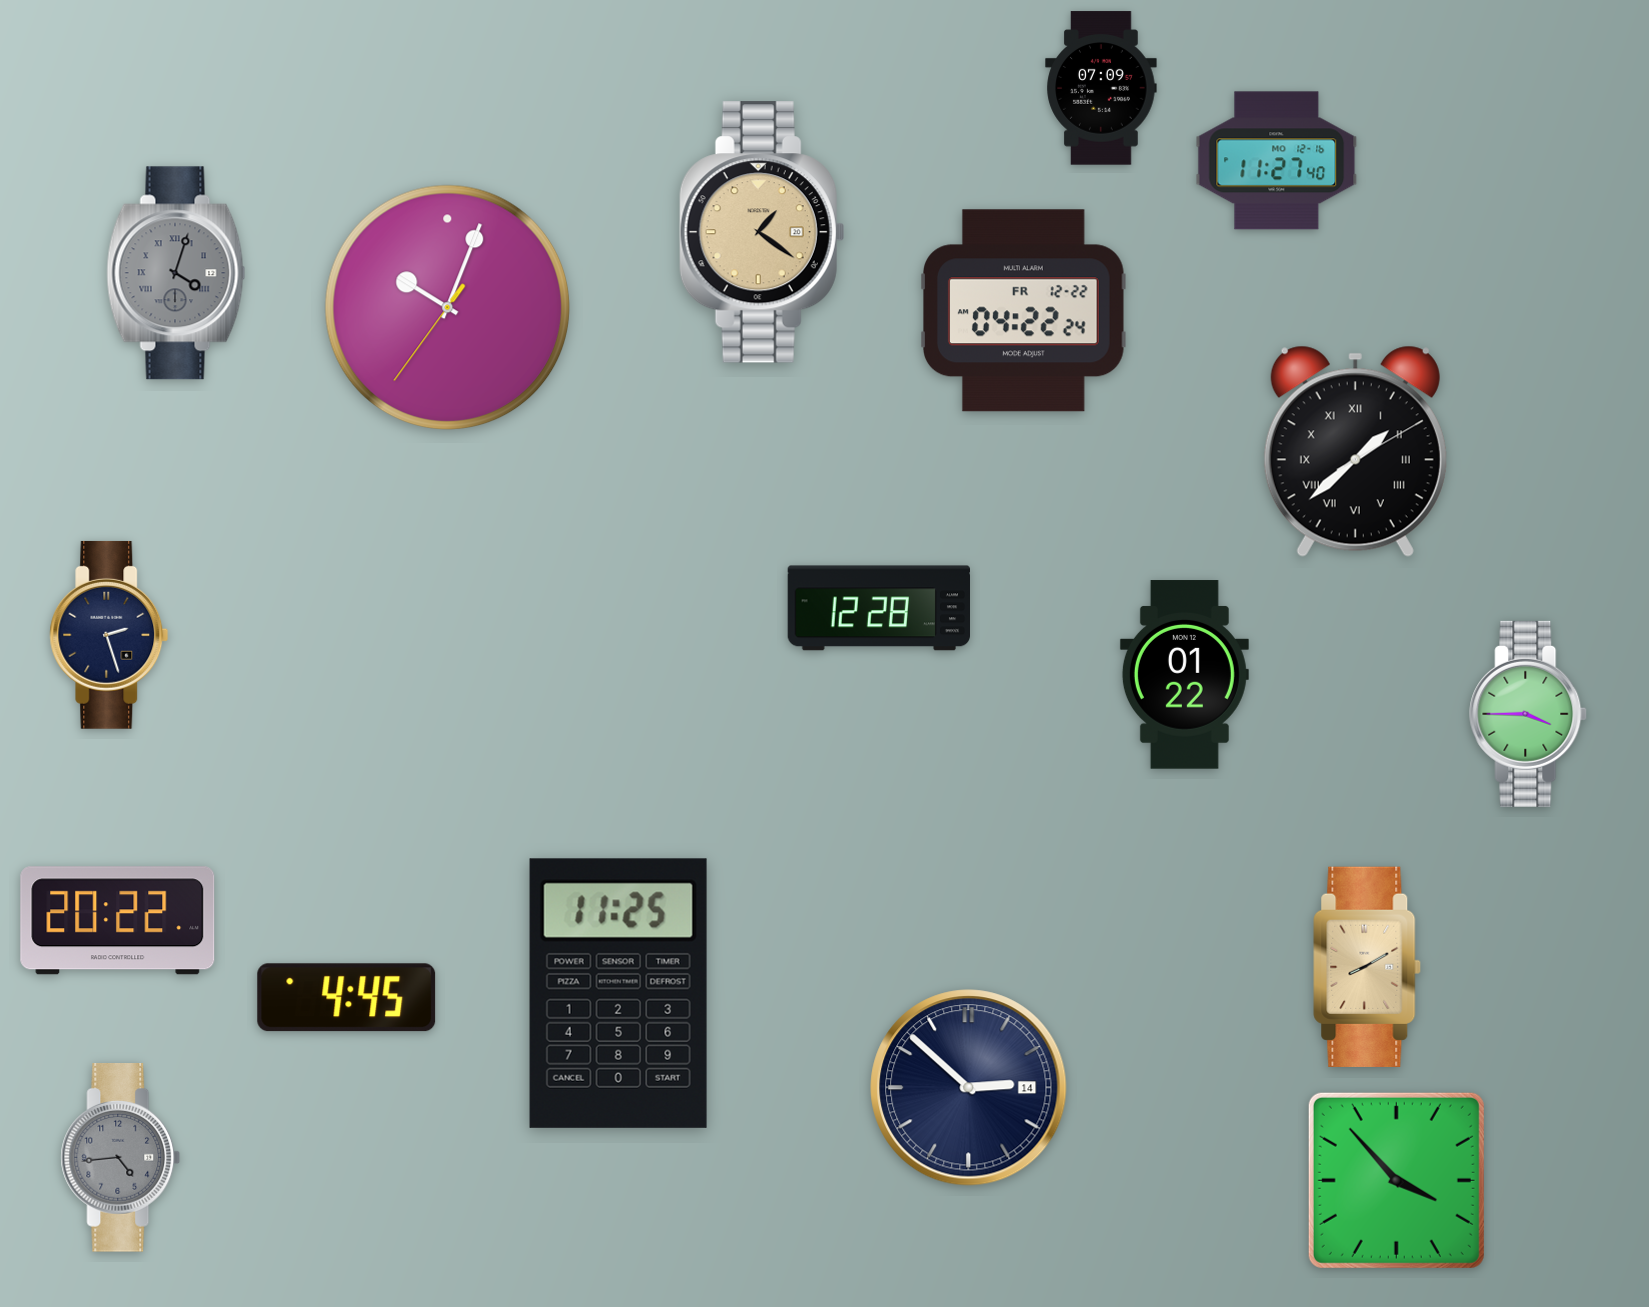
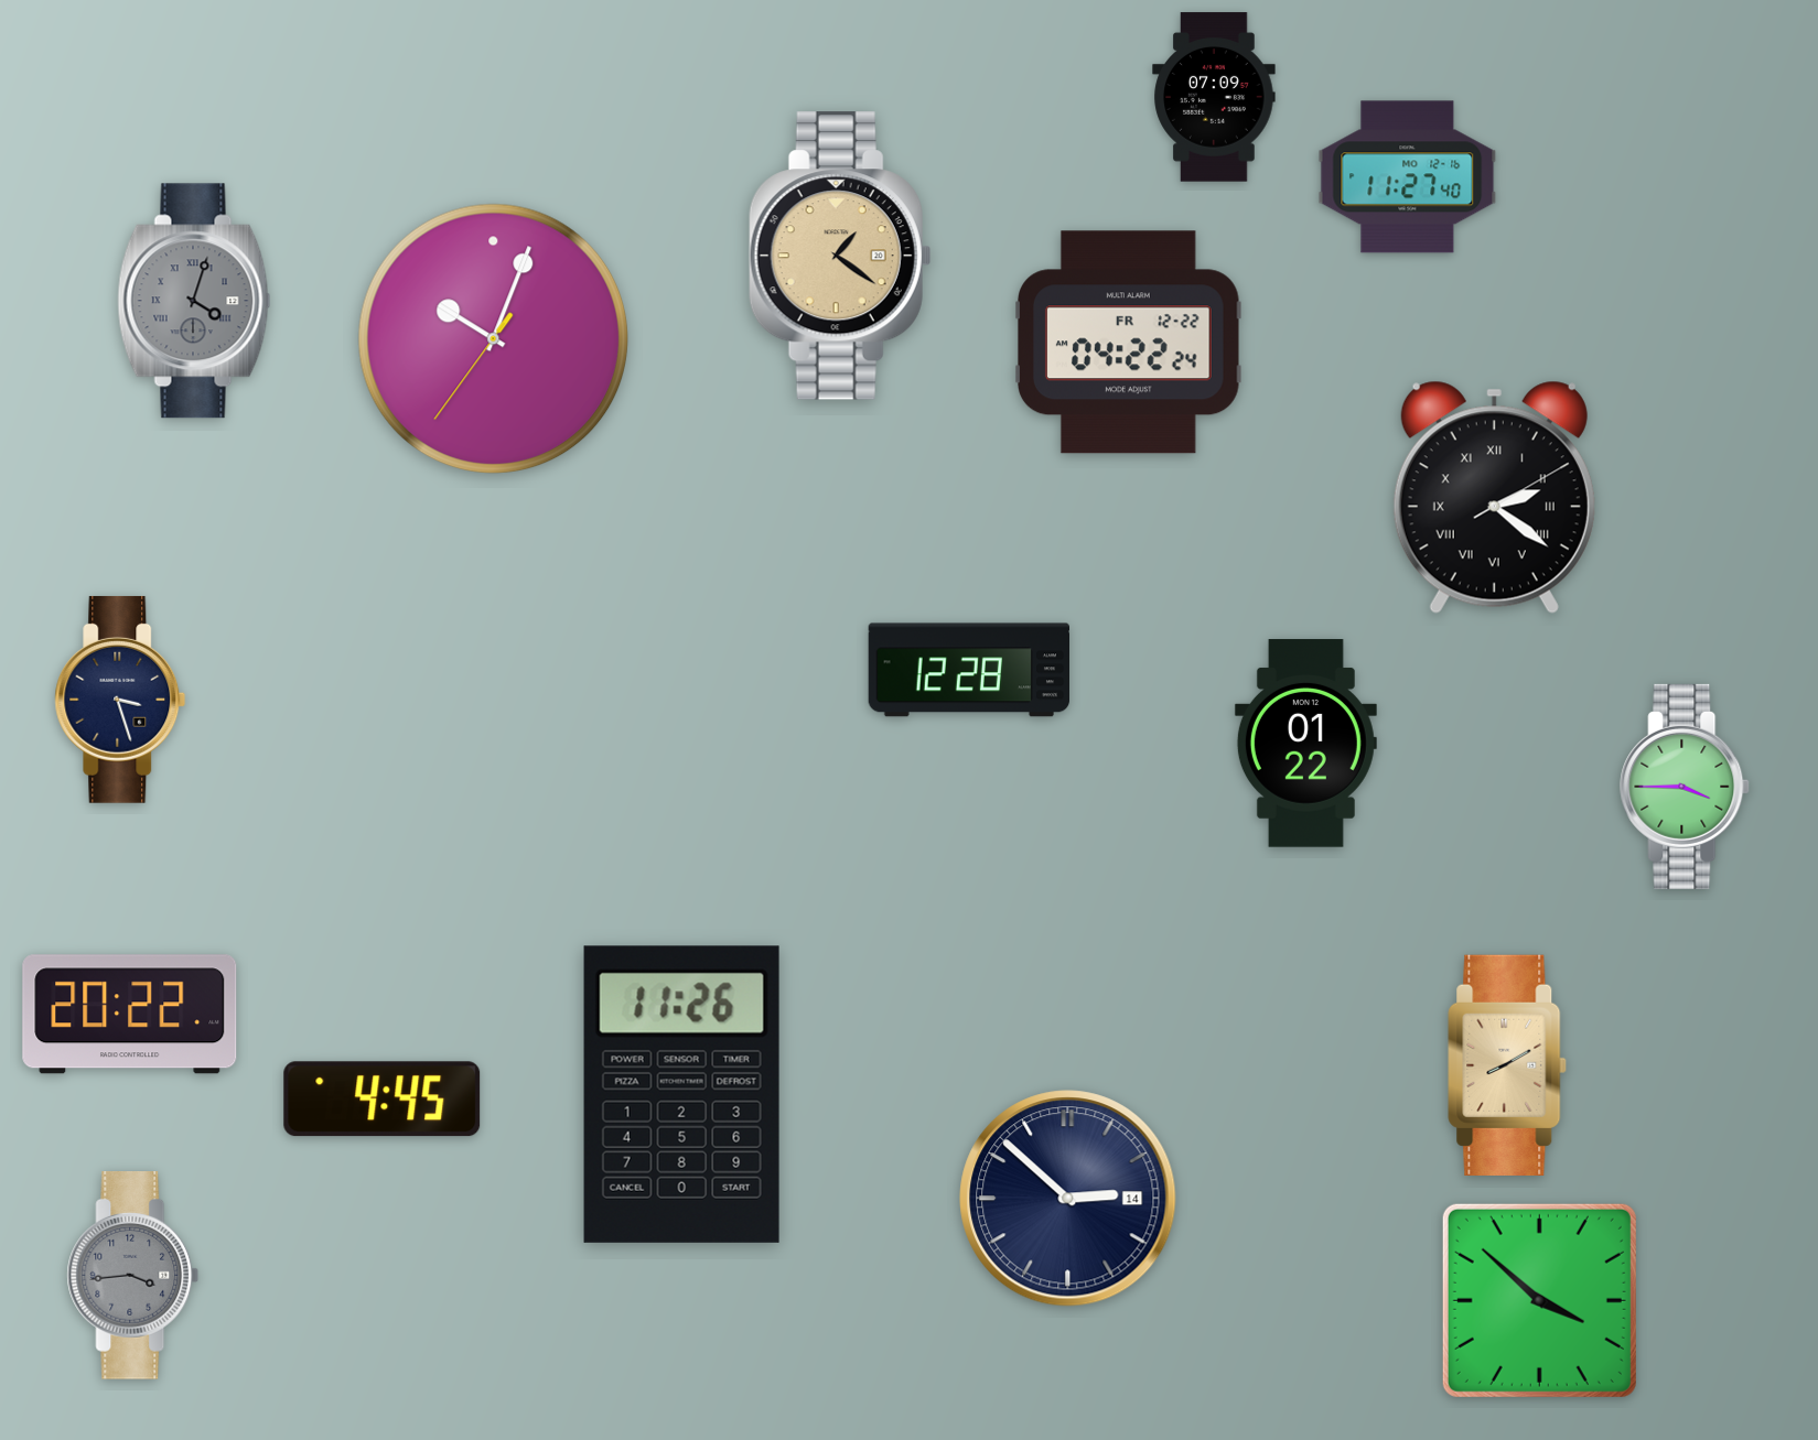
clock at (1355, 451): 1:38 -> 2:21
clock at (109, 635): 2:27 -> 3:27
clock at (618, 993): 11:25 -> 11:26
clock at (121, 1158): 4:44 -> 3:44
clock at (1396, 1180): 3:53 -> 3:52
